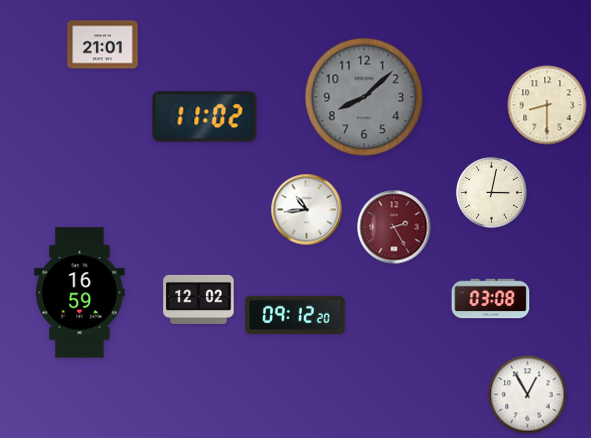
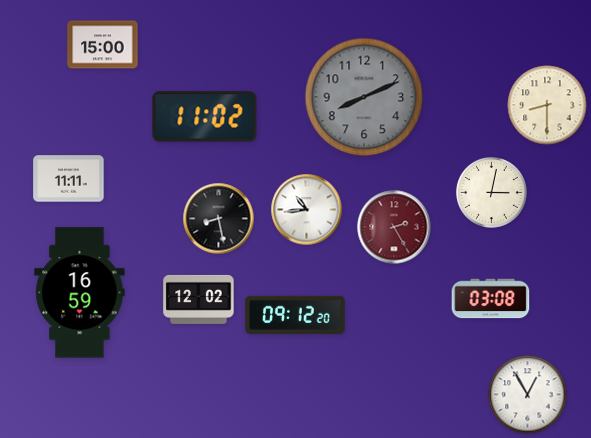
clock at (103, 45): 21:01 -> 15:00
clock at (364, 97): 8:08 -> 8:11
clock at (69, 179): none -> 11:11
clock at (219, 219): none -> 8:28
